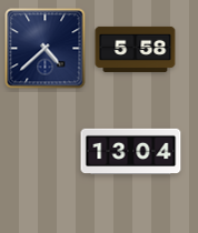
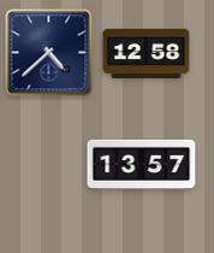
clock at (136, 49): 5:58 -> 12:58
clock at (131, 151): 13:04 -> 13:57
